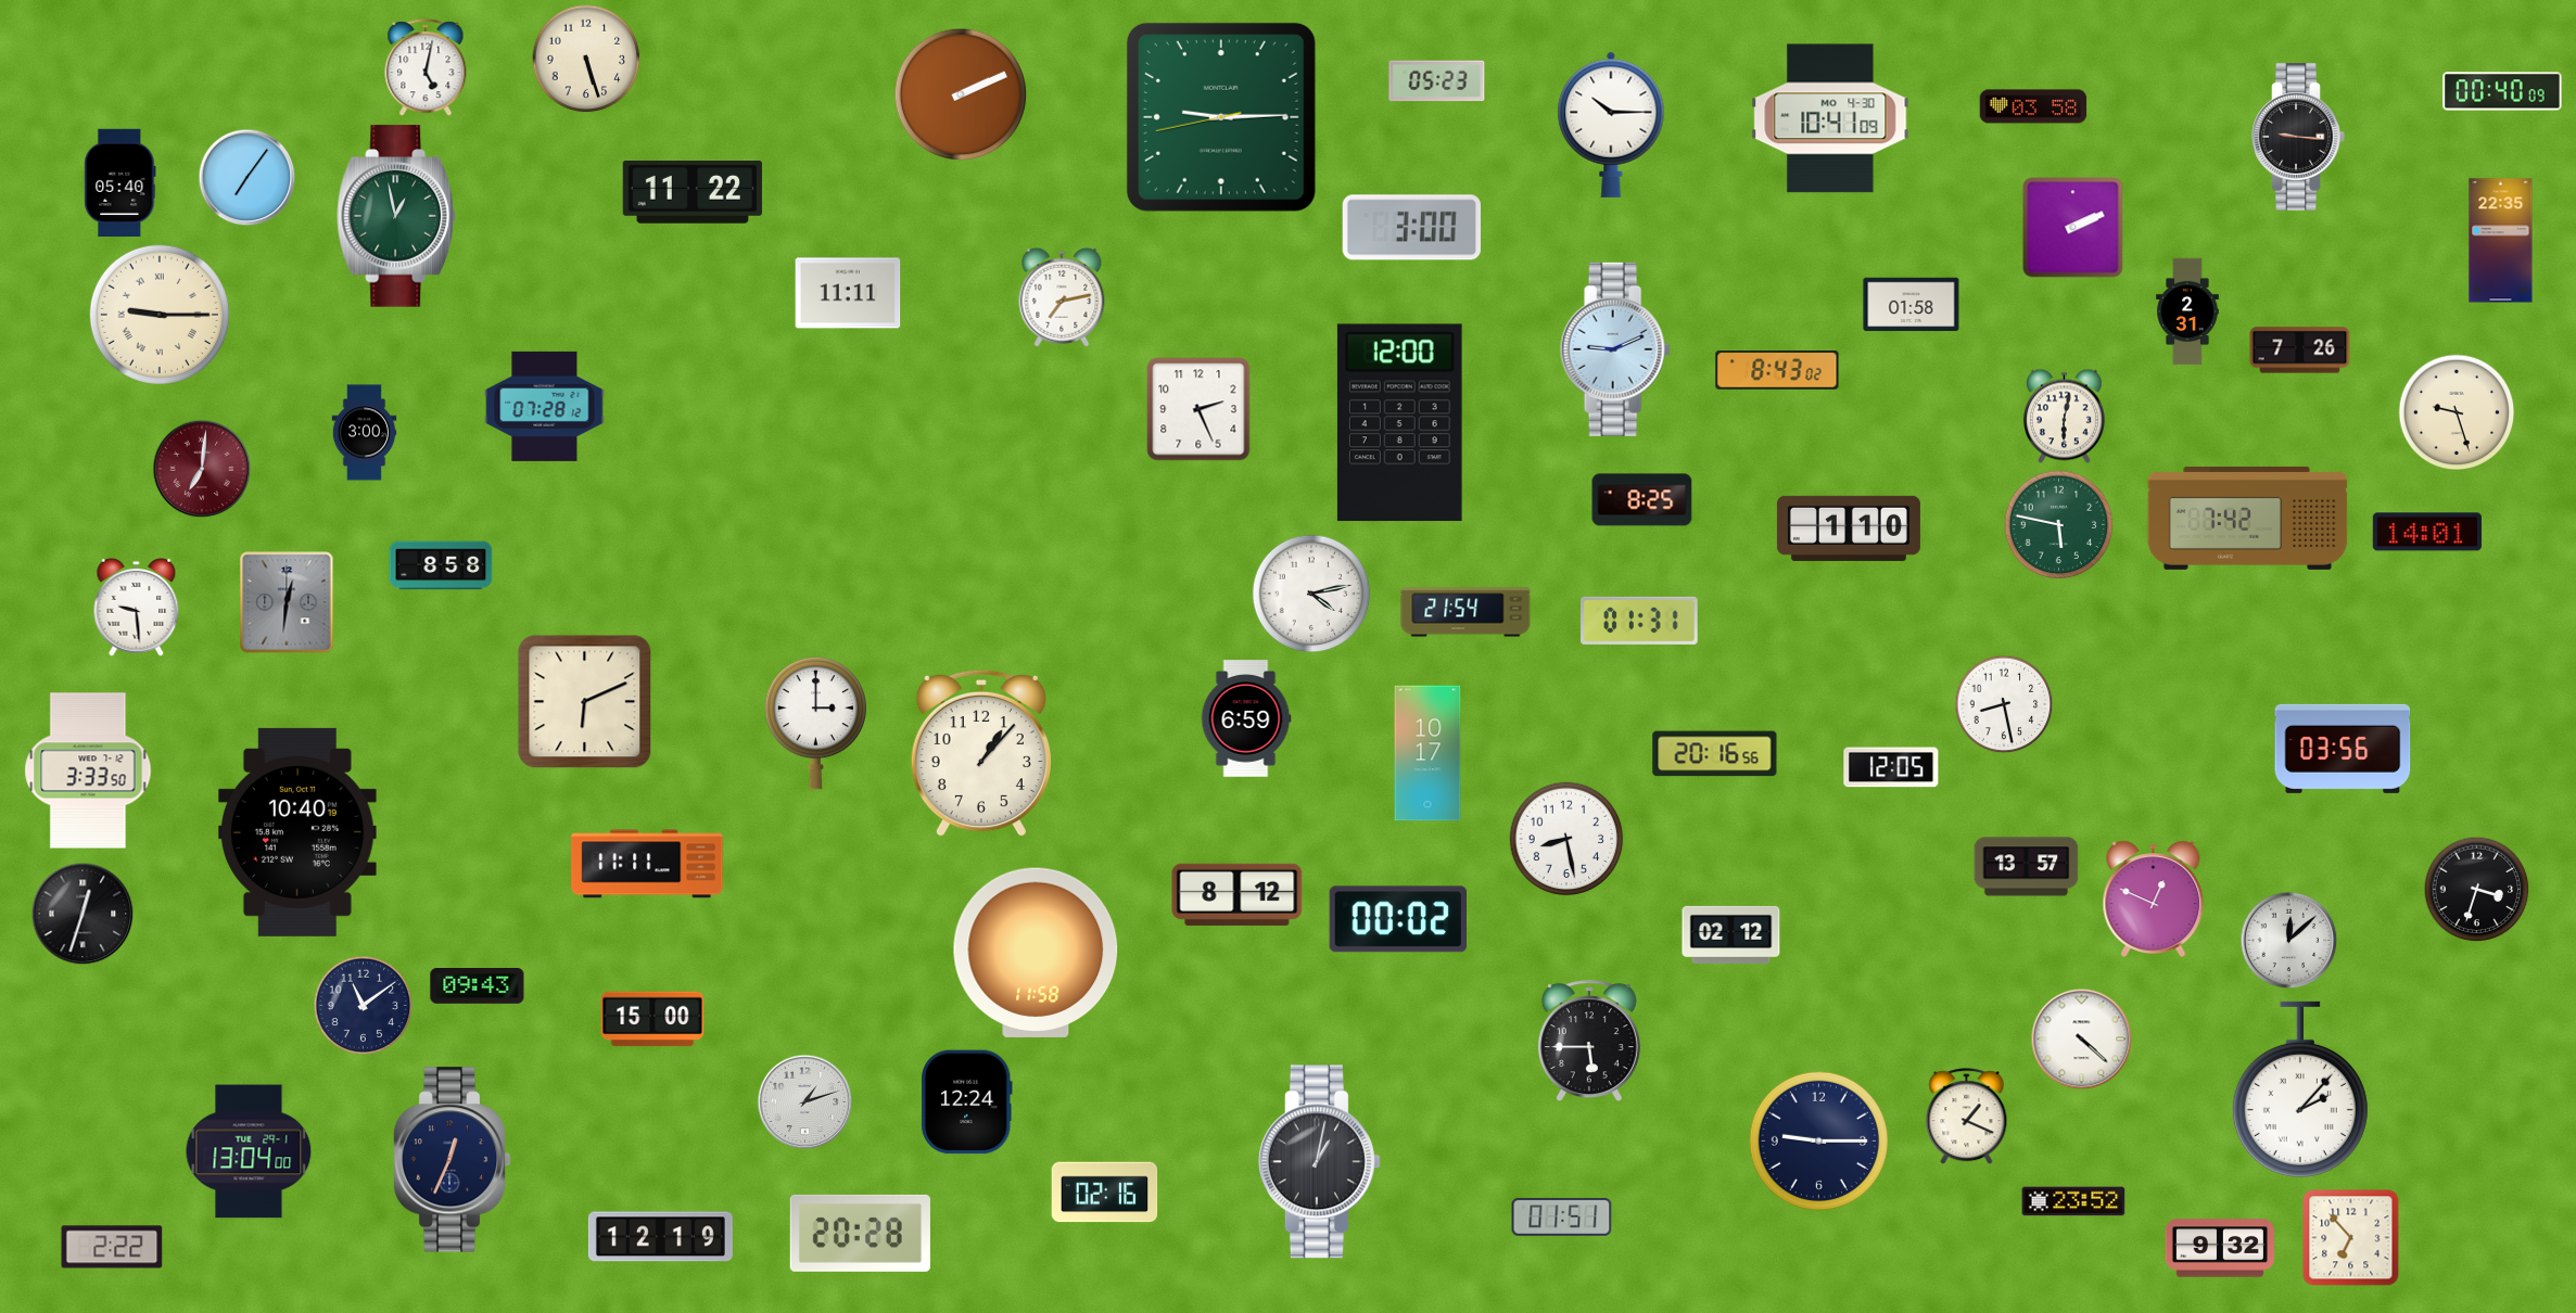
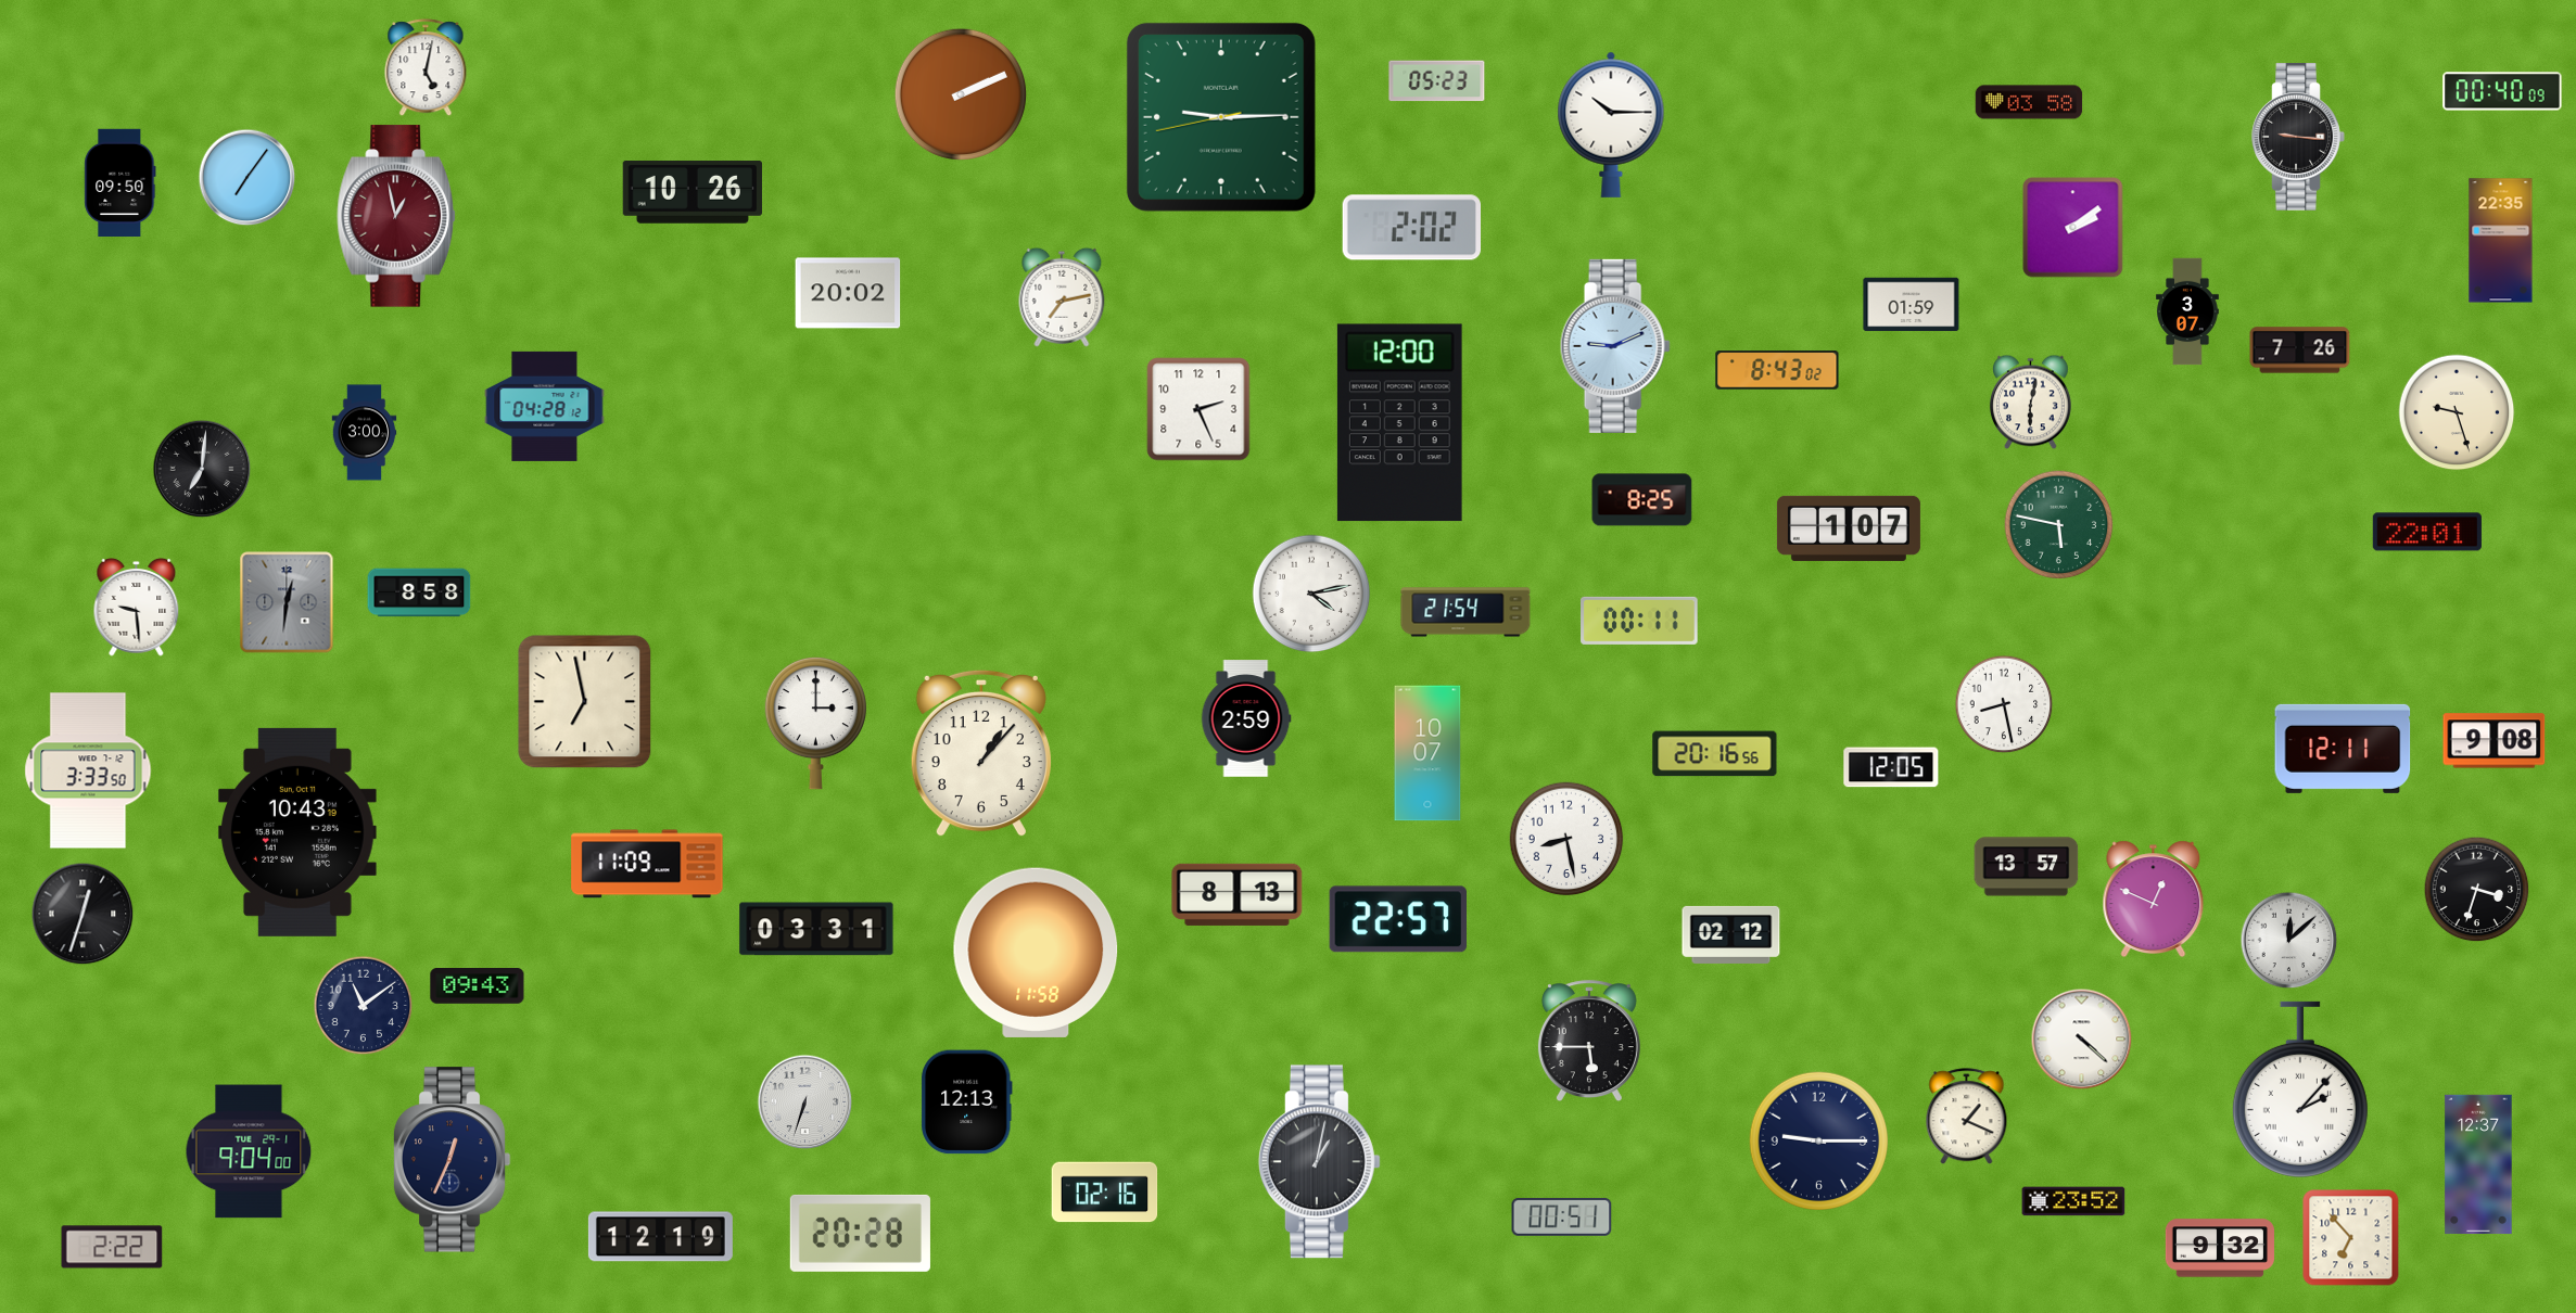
clock at (586, 59): 5:27 -> none
clock at (2033, 106) position: (2033, 106) -> (2029, 102)
clock at (1830, 118): 10:41 -> none
clock at (120, 182): 05:40 -> 09:50
clock at (693, 193): 11:22 -> 10:26
clock at (397, 216) dial: green -> burgundy
clock at (1411, 228): 3:00 -> 2:02
clock at (2073, 228): 2:11 -> 2:09
clock at (848, 293): 11:11 -> 20:02
clock at (1912, 305): 01:58 -> 01:59
clock at (2187, 311): 2:31 -> 3:07
clock at (160, 315): 9:15 -> none
clock at (1615, 349) position: (1615, 349) -> (1615, 346)
clock at (545, 406): 07:28 -> 04:28
clock at (2064, 417) position: (2064, 417) -> (2030, 403)
clock at (202, 469) dial: burgundy -> black
clock at (2248, 518): 7:42 -> none
clock at (1849, 528): 1:10 -> 1:07
clock at (2427, 532): 14:01 -> 22:01
clock at (441, 565) position: (441, 565) -> (419, 592)
clock at (1639, 621): 01:31 -> 00:11
clock at (585, 702): 6:11 -> 6:58
clock at (1246, 718): 6:59 -> 2:59
clock at (2495, 741): none -> 9:08
clock at (2343, 749): 03:56 -> 12:11
clock at (1427, 753): 10:17 -> 10:07
clock at (297, 832): 10:40 -> 10:43
clock at (647, 864): 11:11 -> 11:09
clock at (1238, 894): 8:12 -> 8:13
clock at (1398, 919): 00:02 -> 22:57
clock at (816, 929): none -> 03:31
clock at (652, 1019): 15:00 -> none
clock at (805, 1102): 1:12 -> 6:33
clock at (966, 1102): 12:24 -> 12:13
clock at (249, 1151): 13:04 -> 9:04
clock at (2478, 1164): none -> 12:37
clock at (1562, 1216): 01:51 -> 00:51
